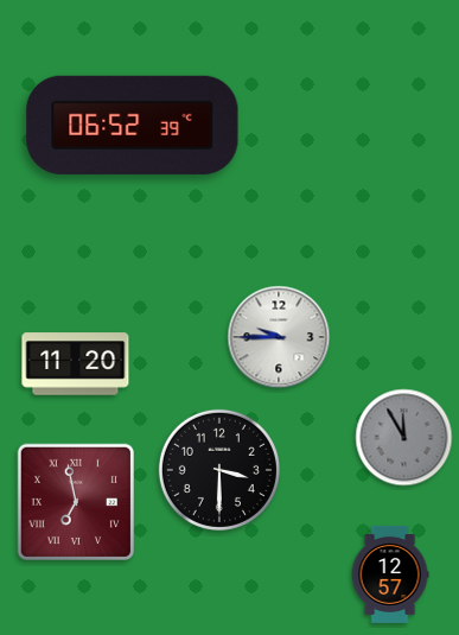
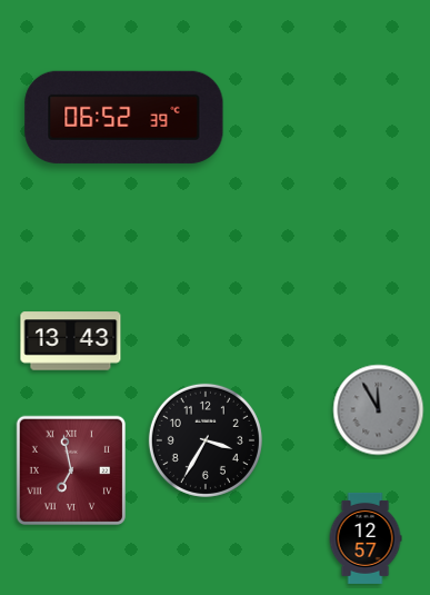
clock at (279, 337): 9:45 -> none
clock at (76, 364): 11:20 -> 13:43
clock at (219, 470): 3:30 -> 3:35
